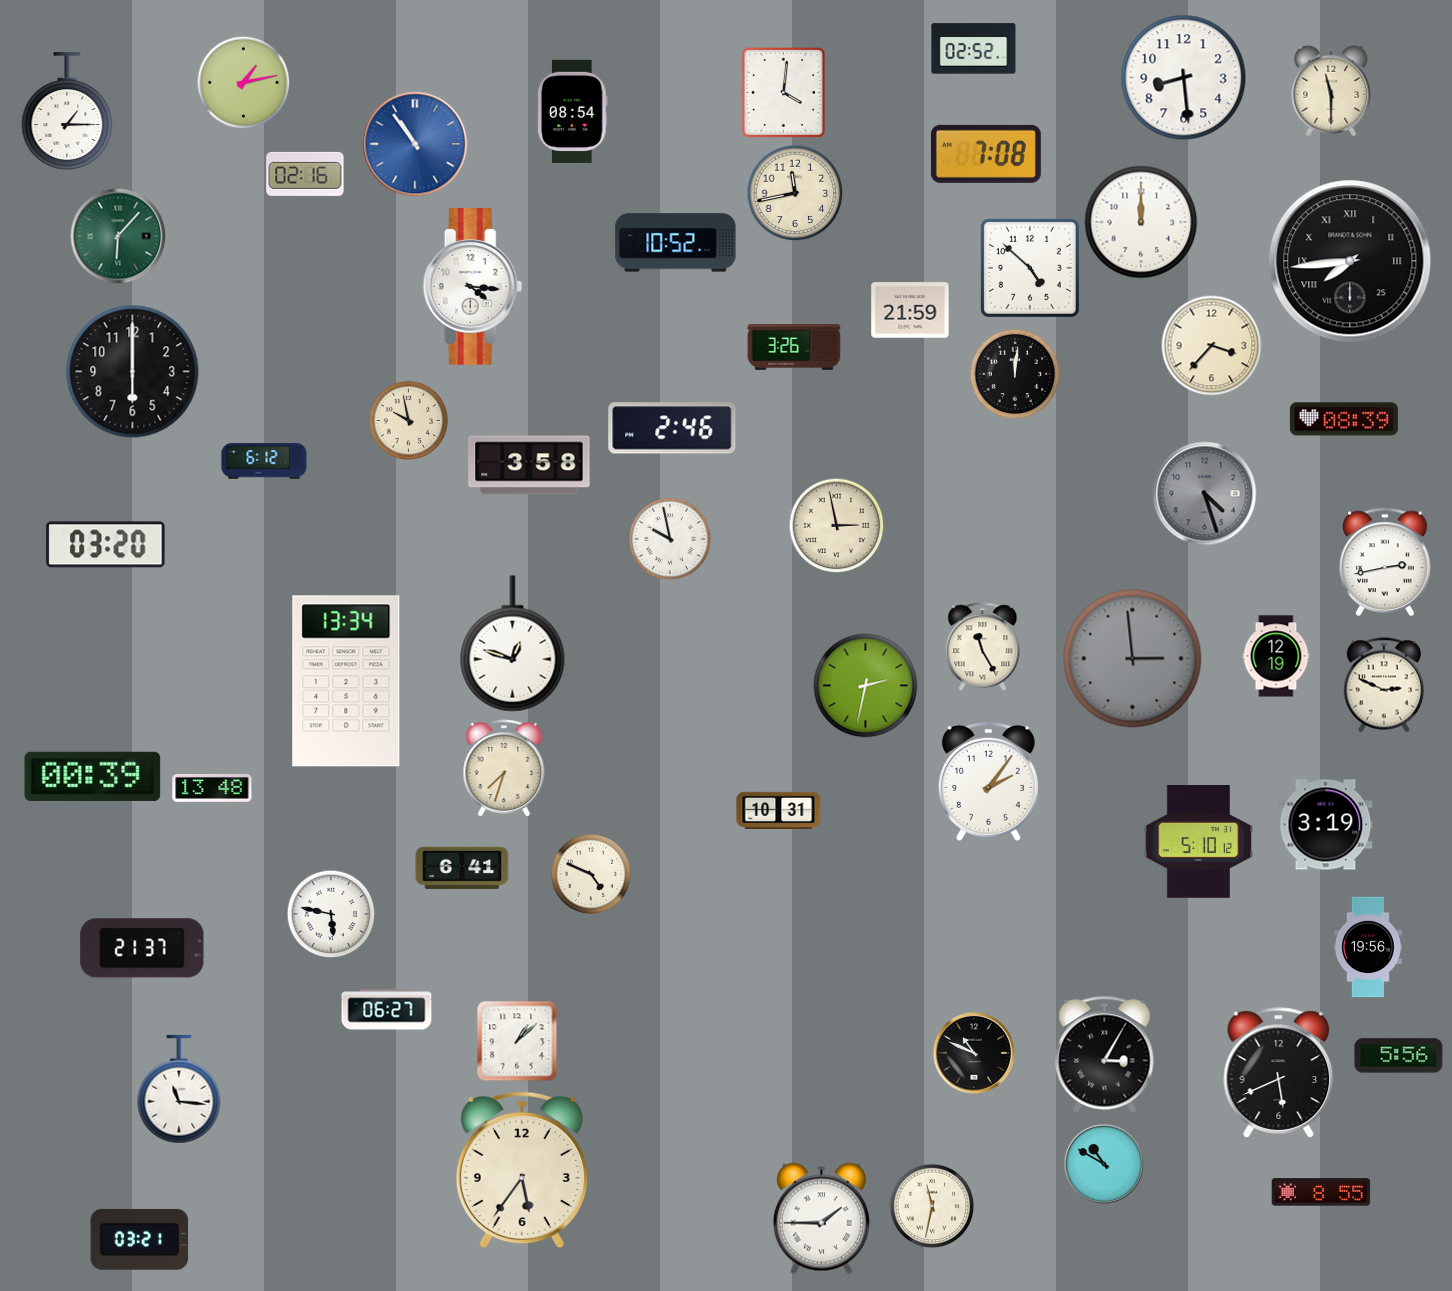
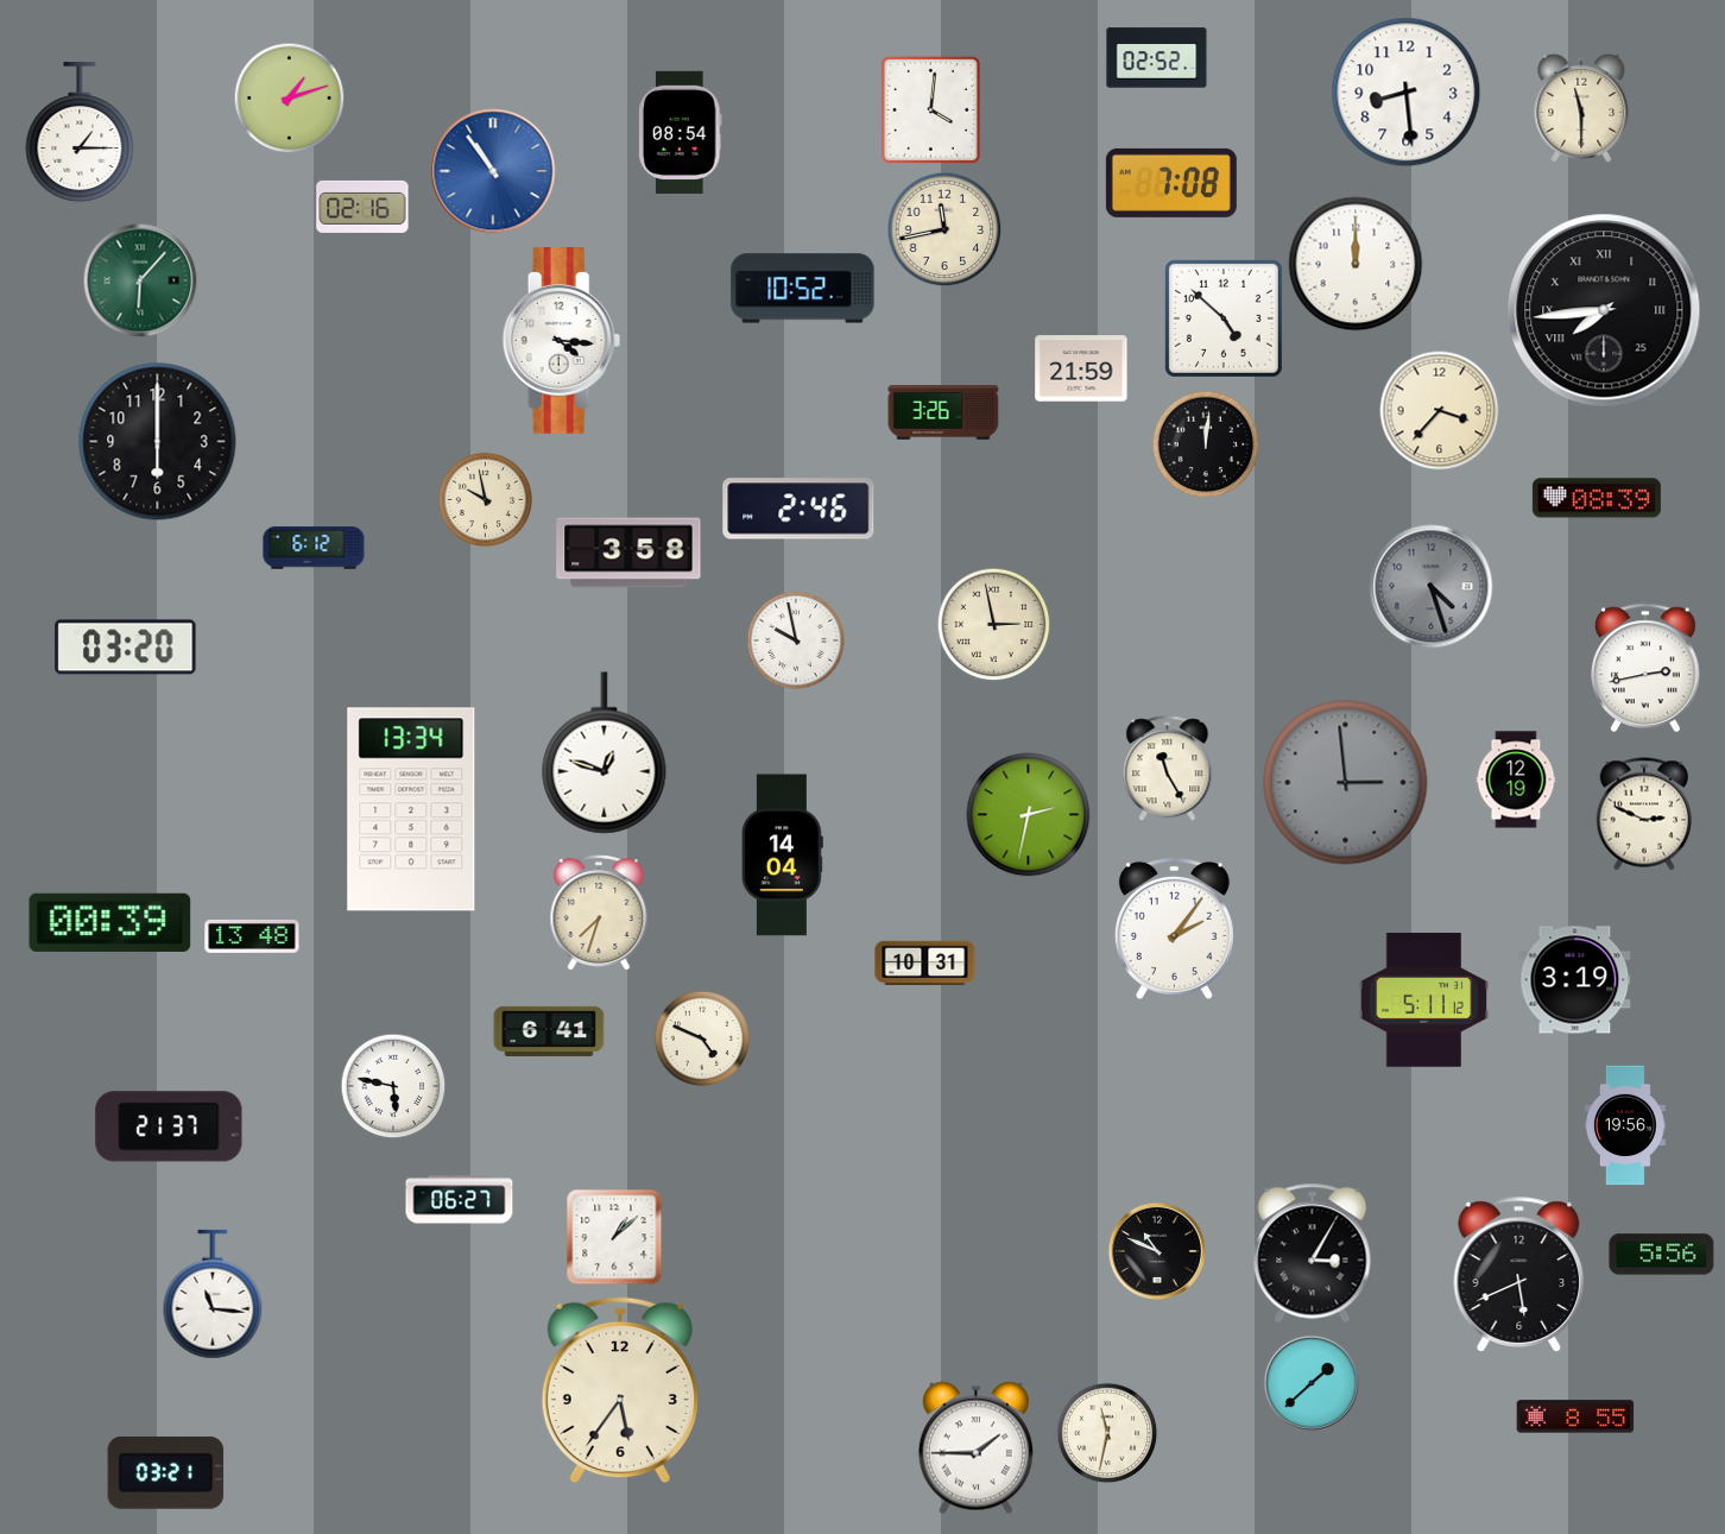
clock at (243, 82): 1:13 -> 1:12
clock at (513, 644) position: (513, 644) -> (605, 753)
clock at (782, 856): none -> 14:04
clock at (1199, 842): 5:10 -> 5:11
clock at (1104, 1164): 10:50 -> 1:38
clock at (1321, 1192) position: (1321, 1192) -> (1575, 1416)
